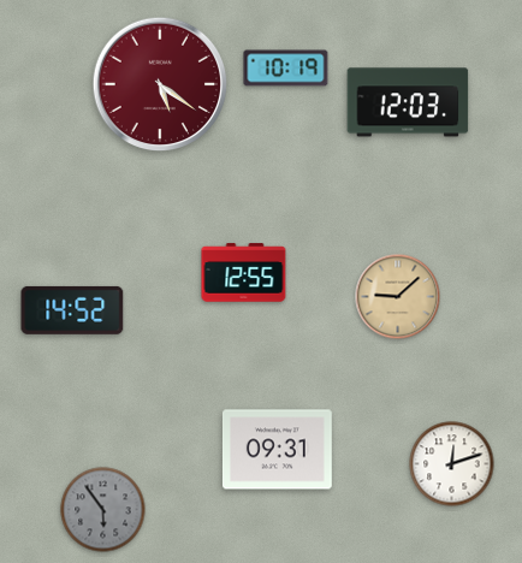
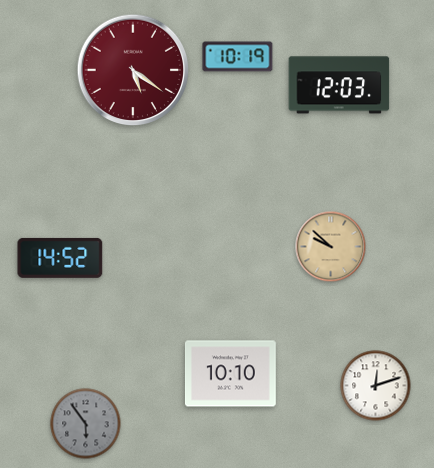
clock at (244, 273): 12:55 -> none
clock at (398, 297): 9:08 -> 9:52
clock at (277, 450): 09:31 -> 10:10
